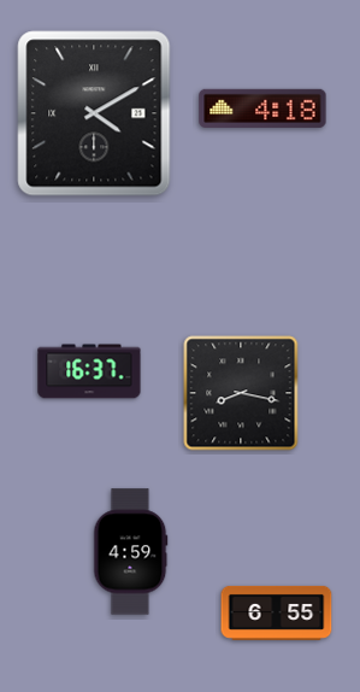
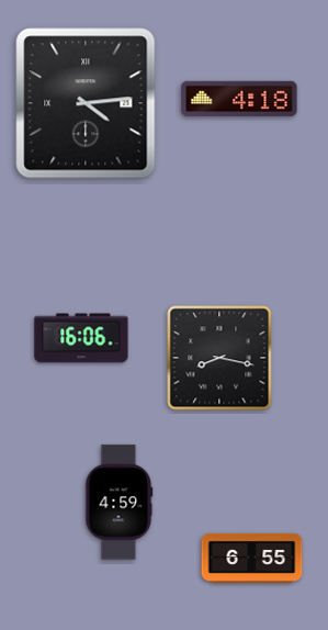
clock at (94, 113): 4:10 -> 4:14
clock at (89, 371): 16:37 -> 16:06
